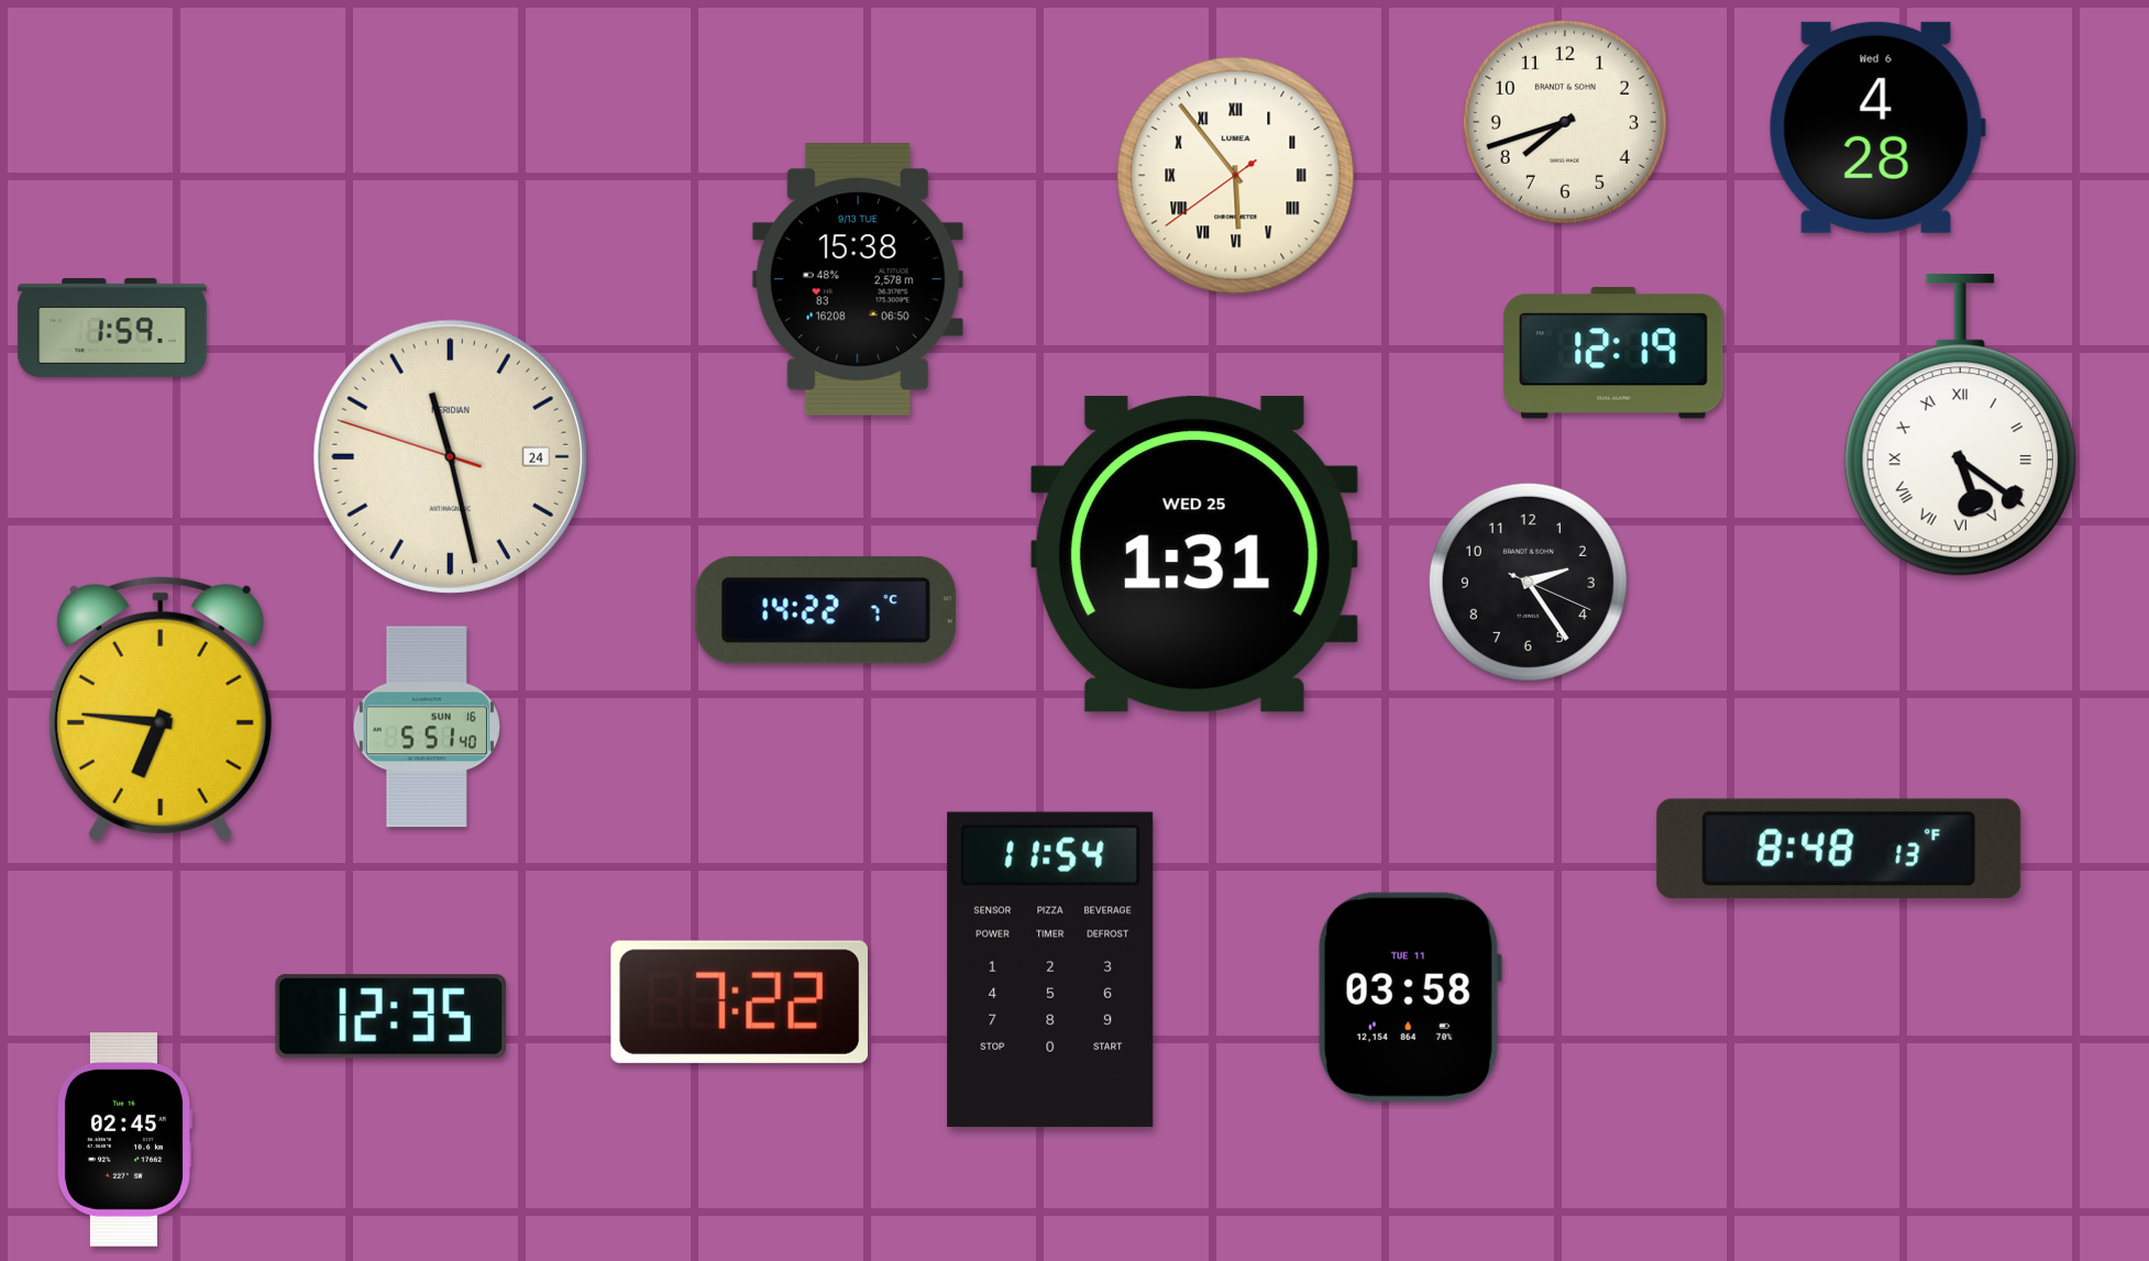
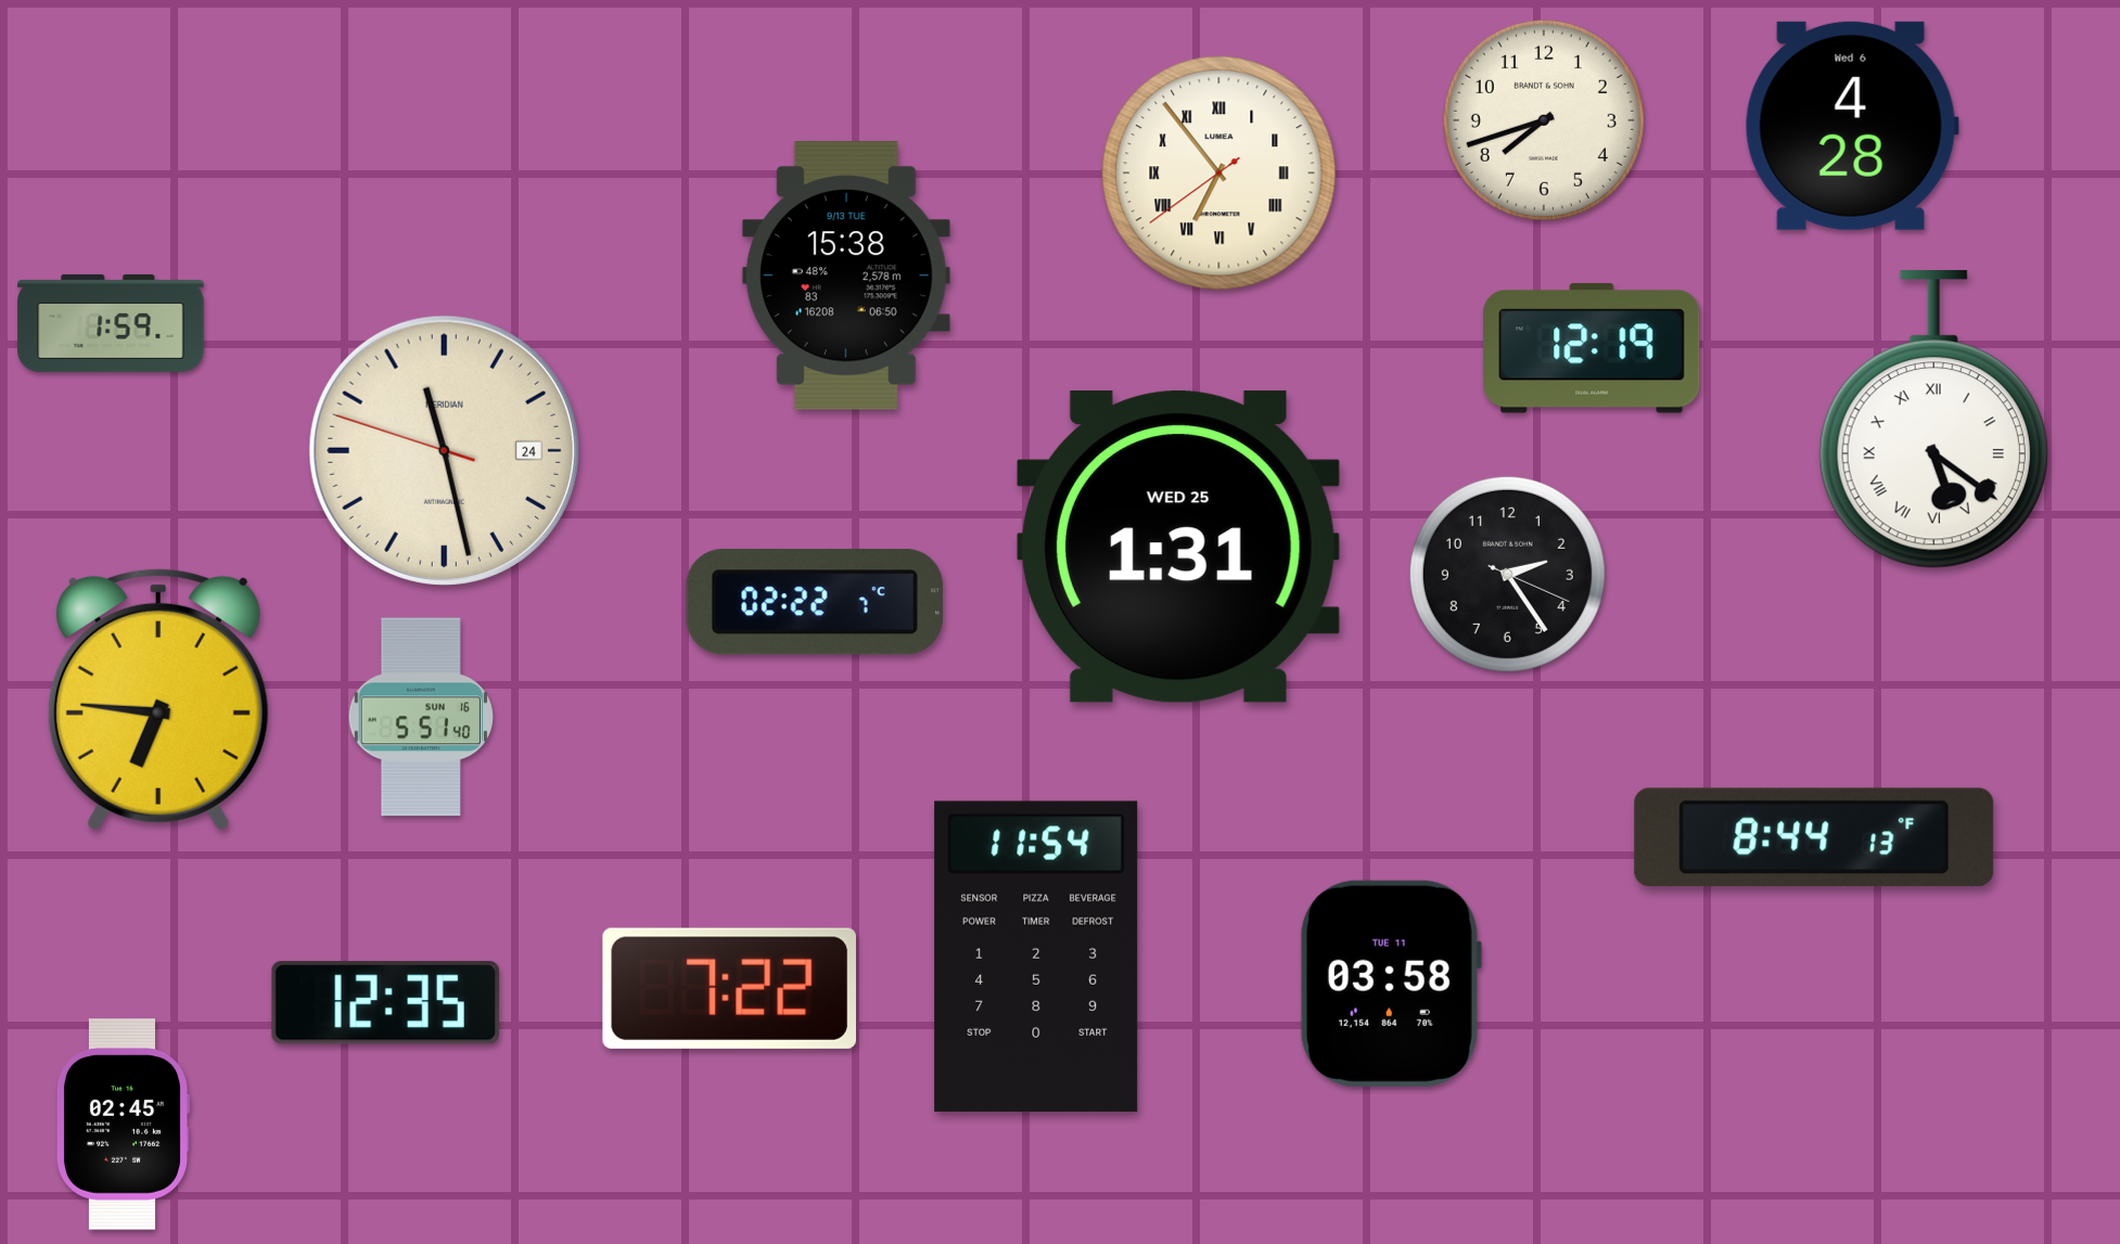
clock at (1236, 176): 5:53 -> 6:53
clock at (826, 610): 14:22 -> 02:22
clock at (1839, 849): 8:48 -> 8:44
